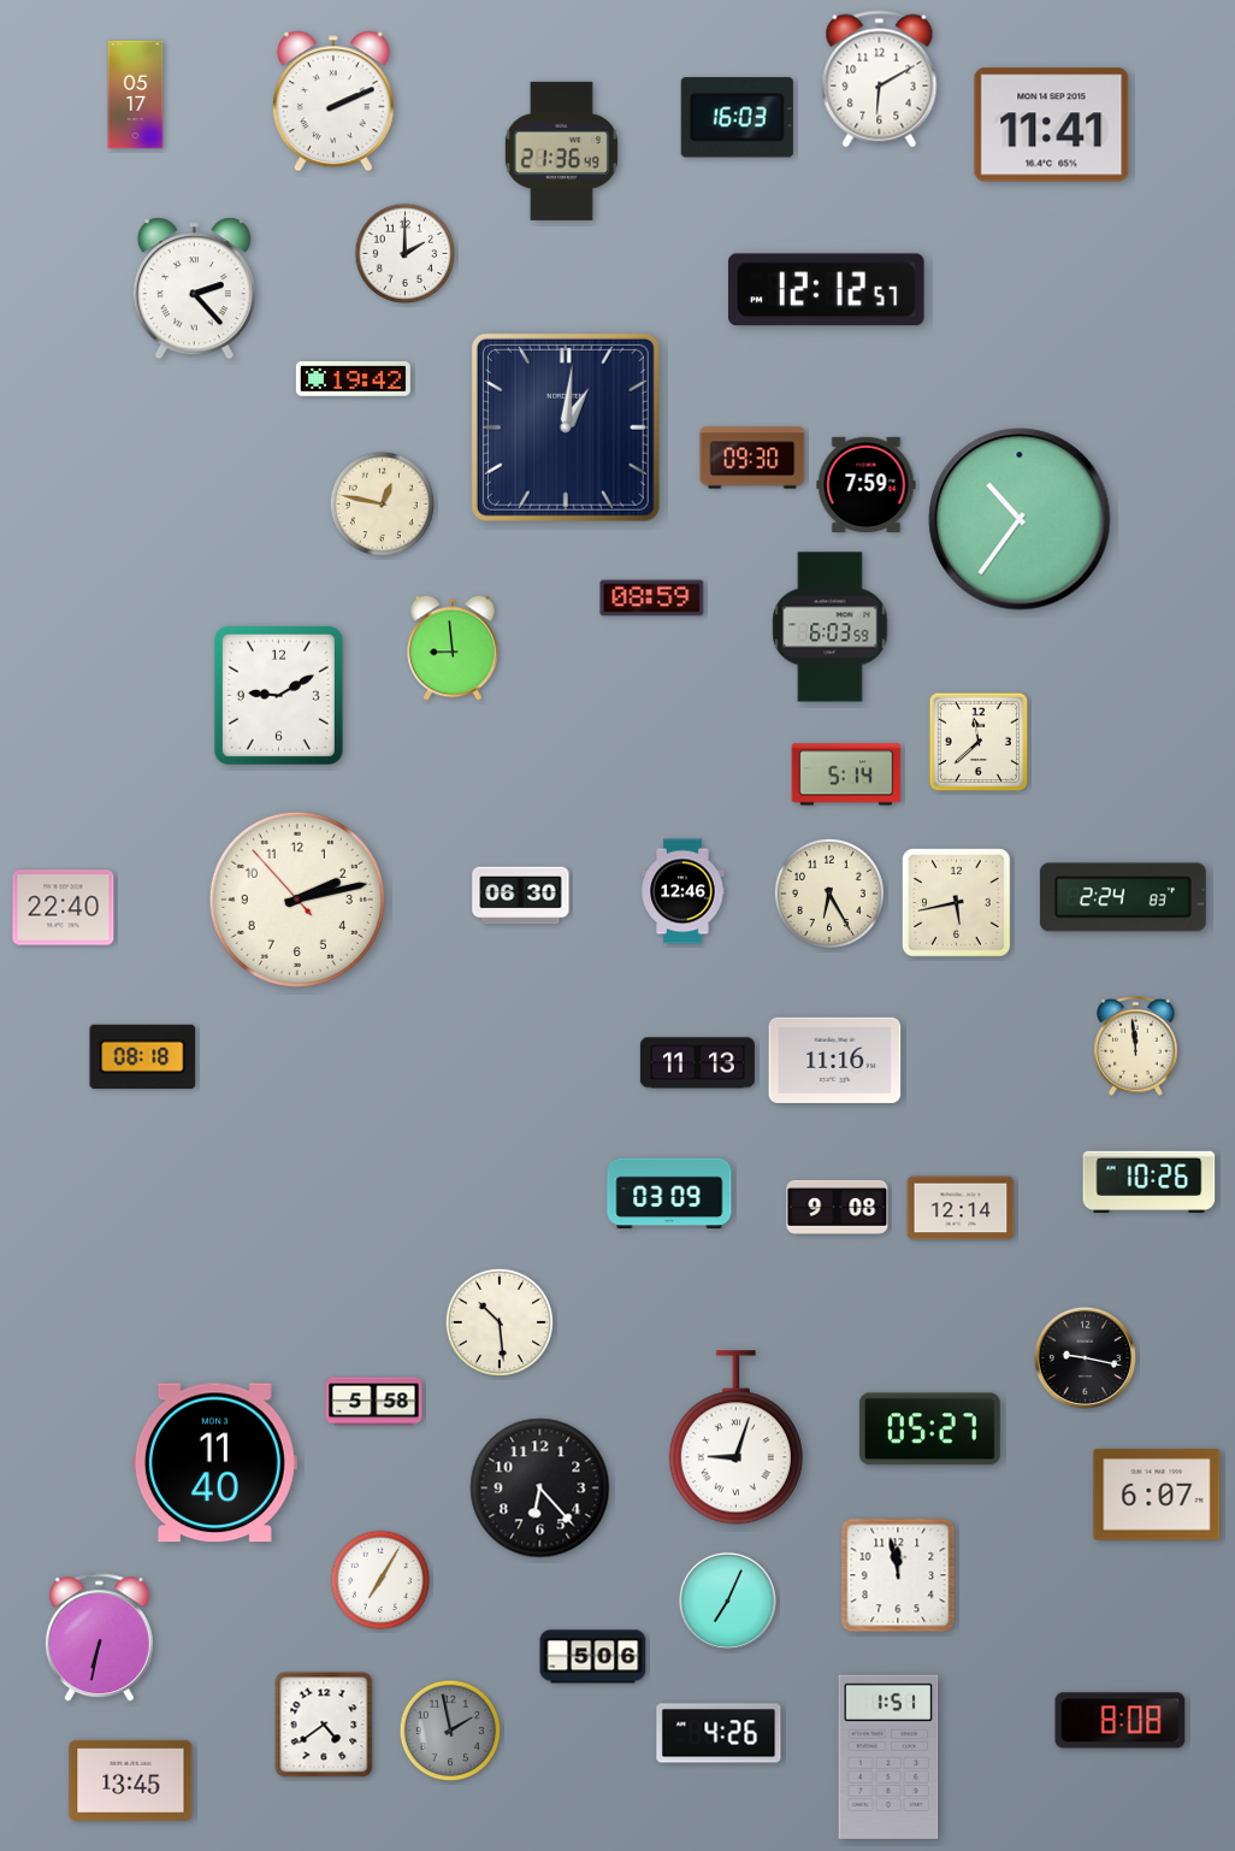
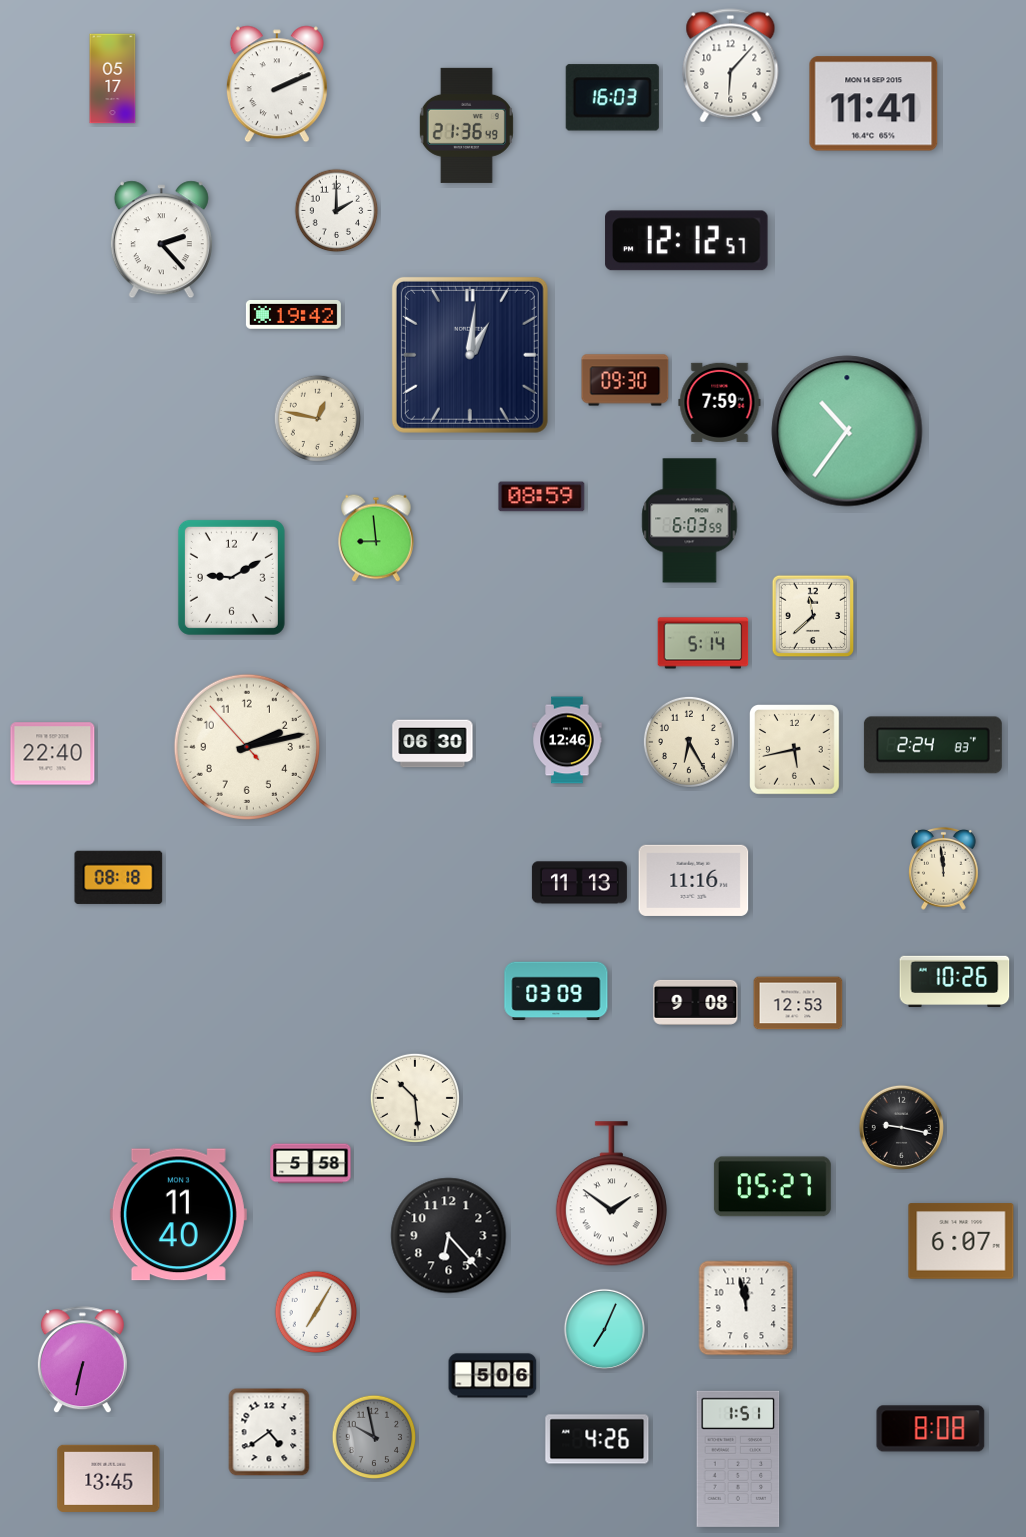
clock at (880, 79): 6:10 -> 6:07
clock at (961, 1208): 12:14 -> 12:53
clock at (735, 1438): 9:03 -> 1:51
clock at (450, 1731): 1:58 -> 9:58
